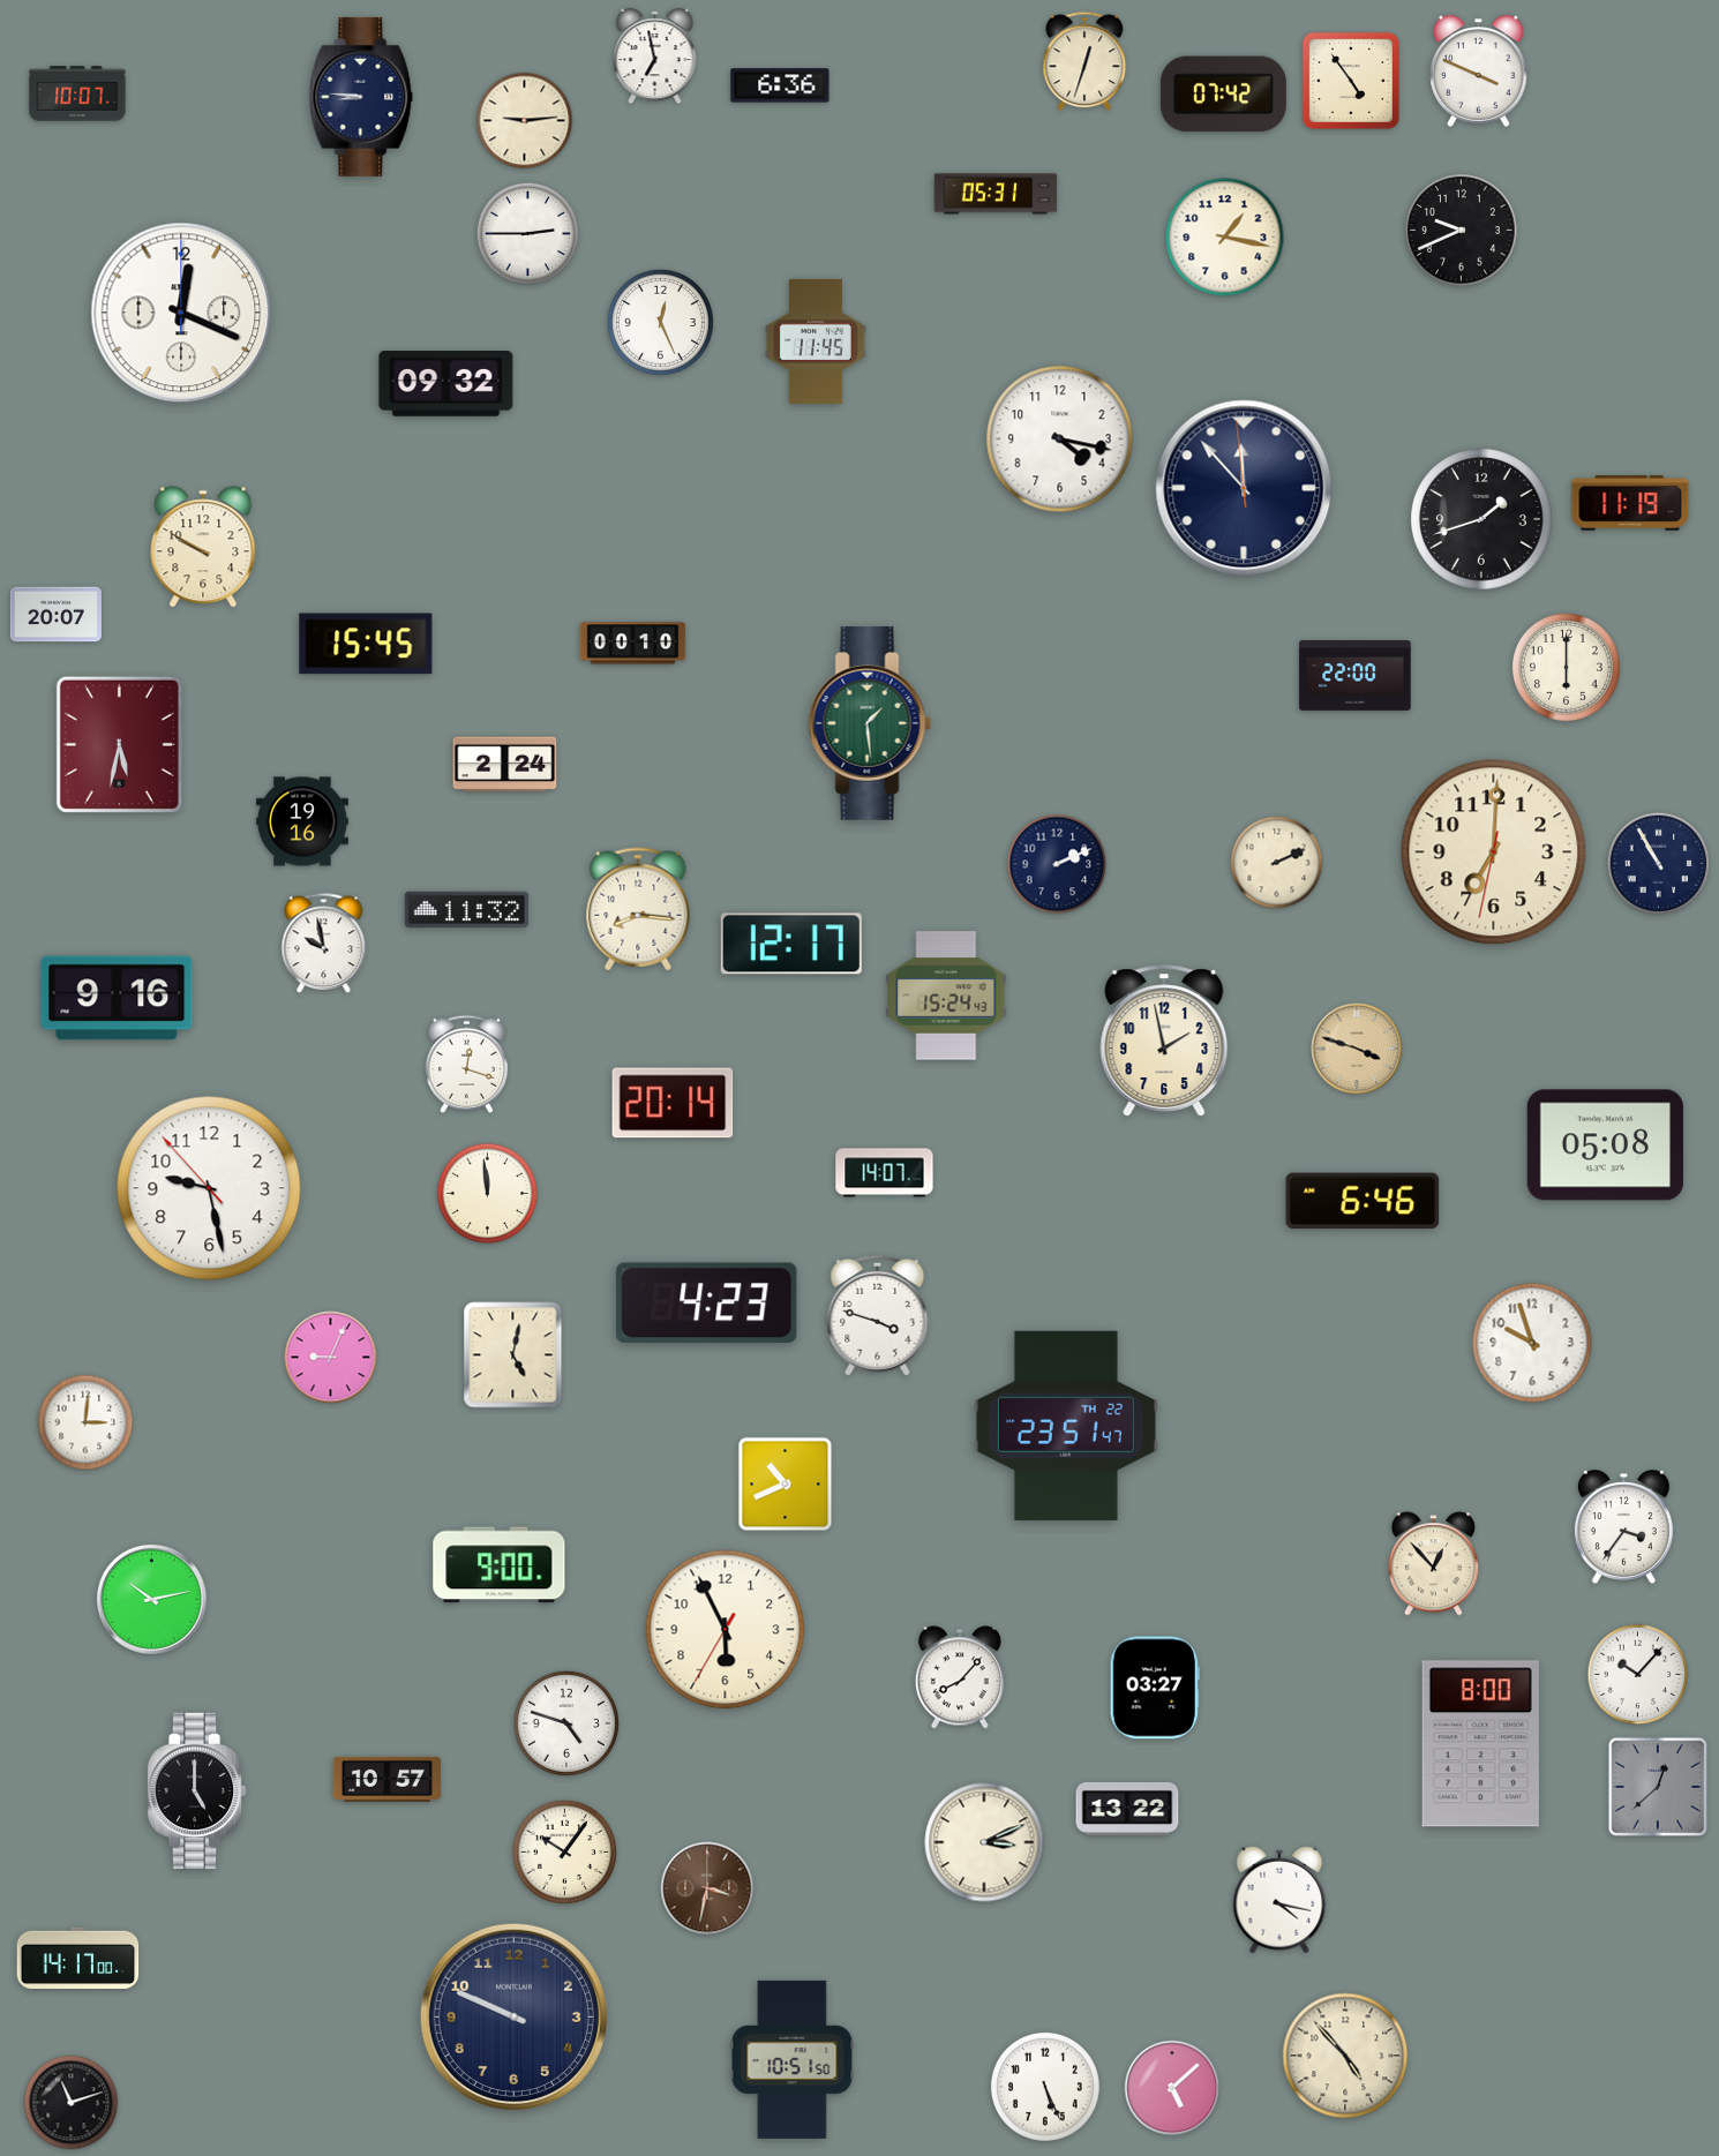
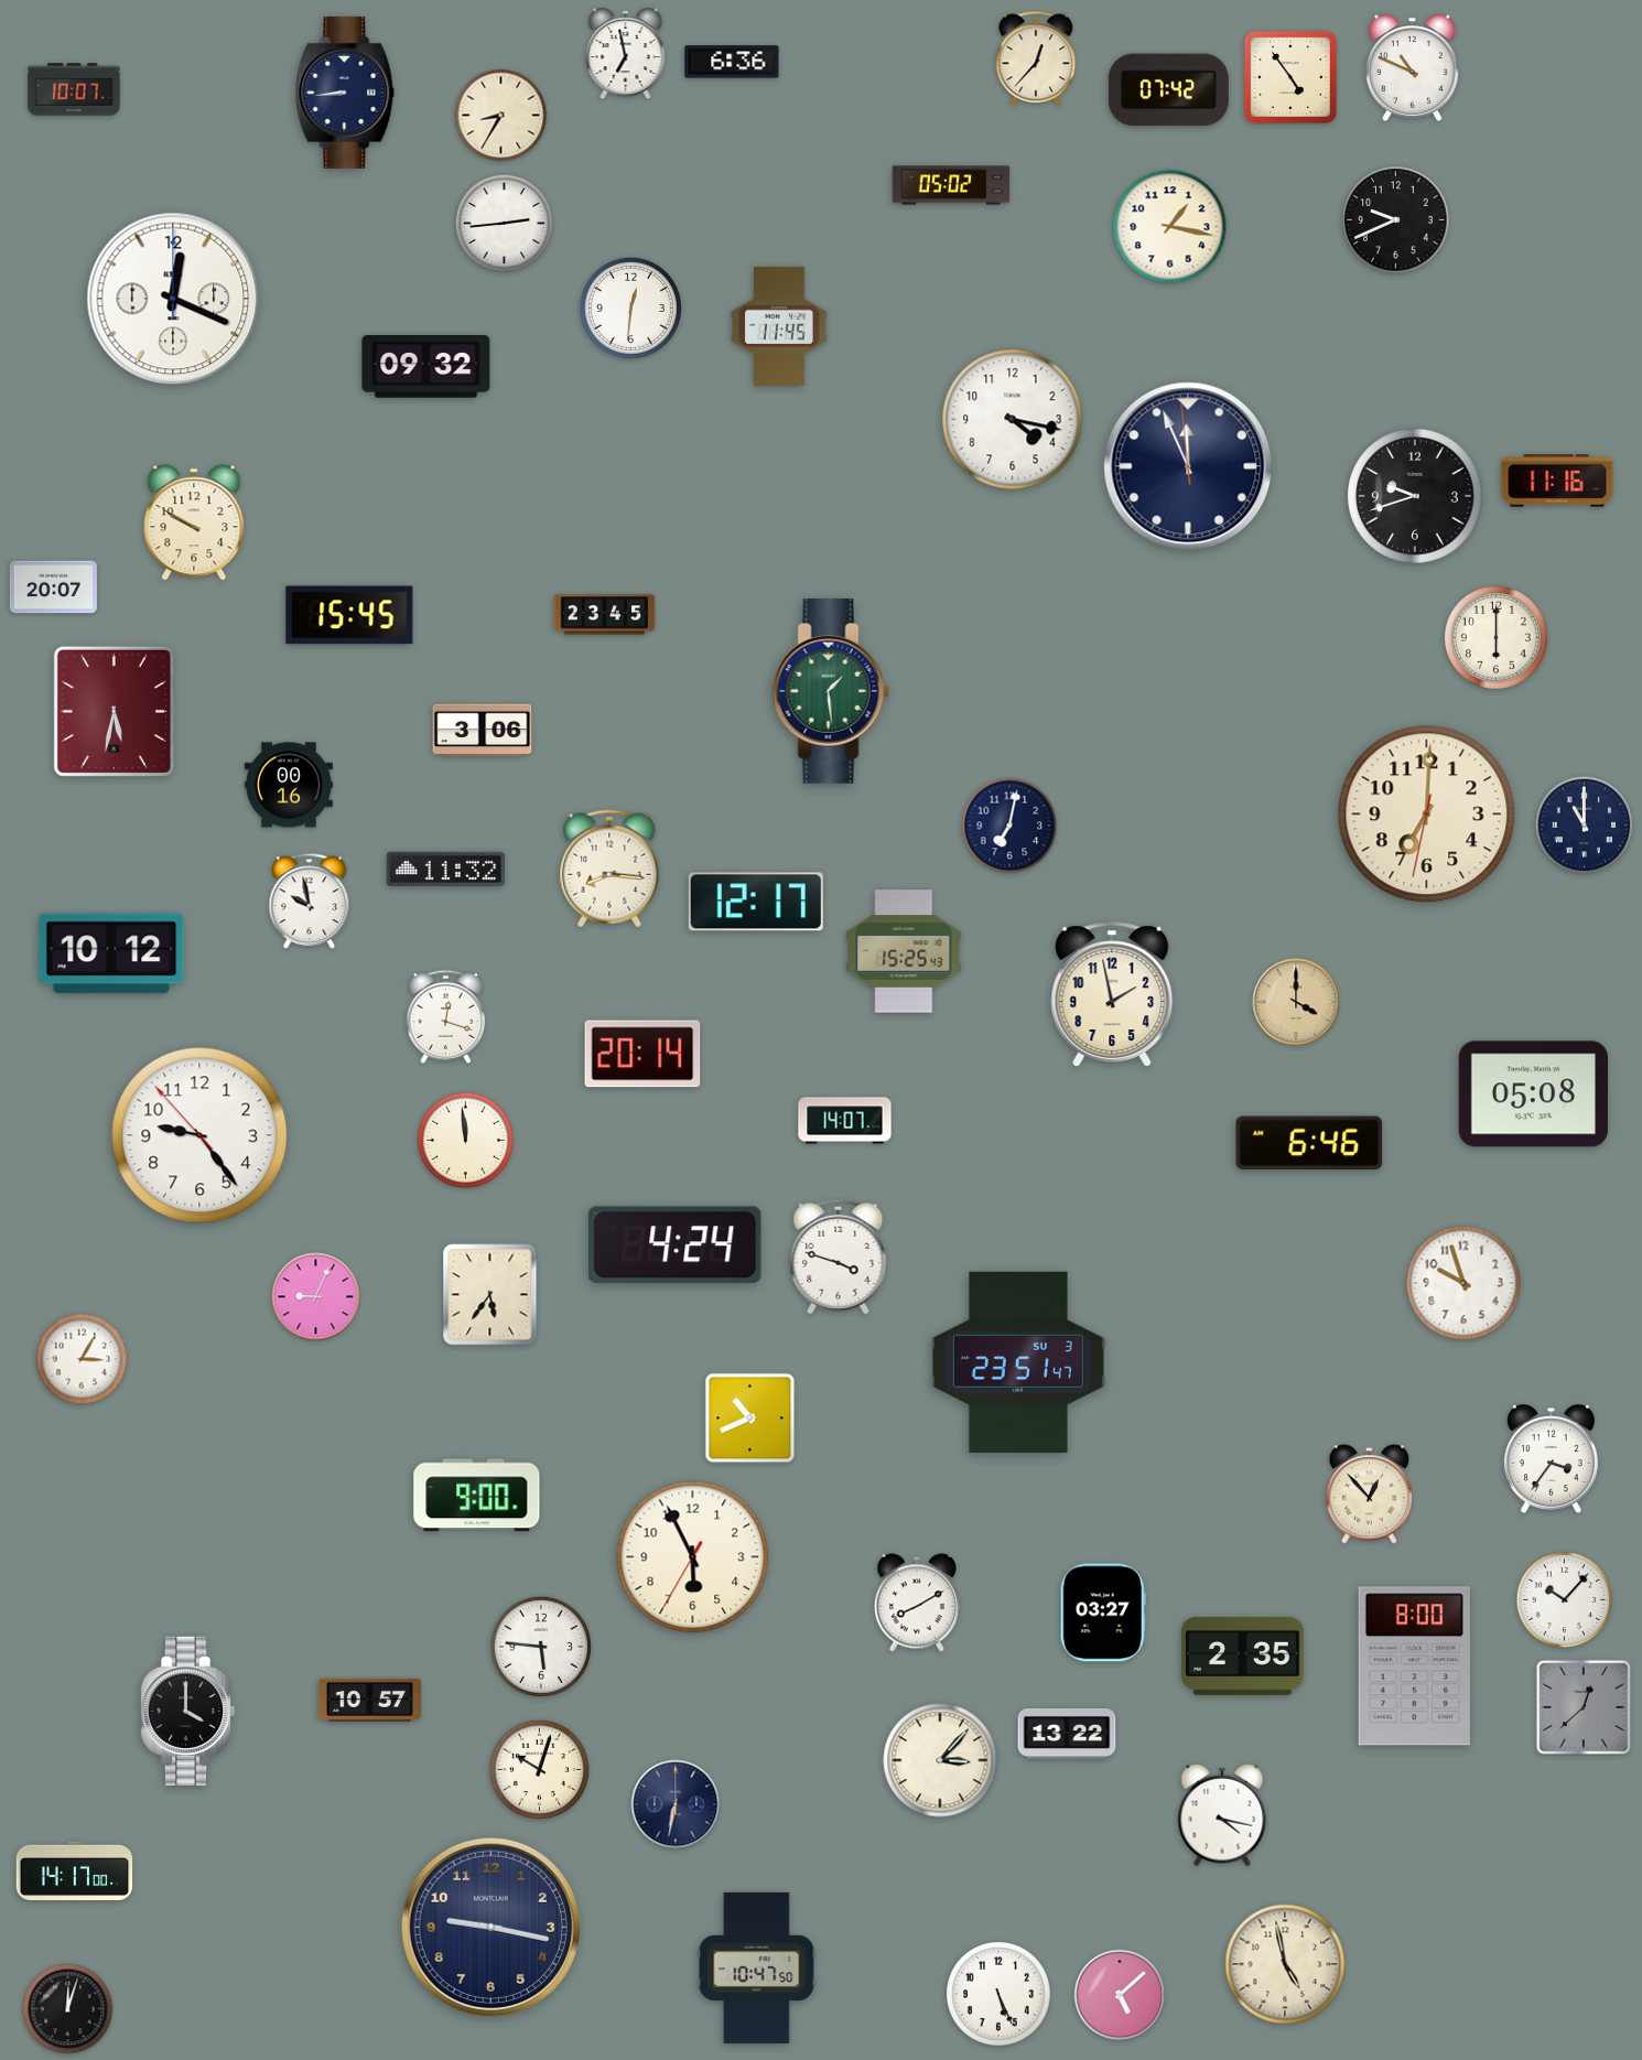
clock at (1084, 61): 12:33 -> 12:37
clock at (1479, 70): 3:49 -> 10:49
clock at (780, 85) position: (780, 85) -> (732, 62)
clock at (361, 97): 8:46 -> 8:44
clock at (525, 121): 9:14 -> 8:35
clock at (996, 194): 05:31 -> 05:02
clock at (528, 234): 2:45 -> 2:44
clock at (660, 322): 12:26 -> 12:31
clock at (1244, 488): 11:52 -> 11:55
clock at (1630, 503): 11:19 -> 11:16
clock at (1481, 519): 1:42 -> 9:42
clock at (633, 644): 00:10 -> 23:45
clock at (1356, 675): 22:00 -> none
clock at (505, 765): 2:24 -> 3:06
clock at (302, 821): 19:16 -> 00:16
clock at (1277, 863): 2:11 -> none
clock at (1057, 864): 2:11 -> 7:02
clock at (1659, 864): 10:55 -> 11:00
clock at (946, 996): 15:24 -> 15:25
clock at (117, 998): 9:16 -> 10:12
clock at (1357, 1049): 3:48 -> 4:00
clock at (209, 1188): 9:27 -> 9:23
clock at (1363, 1201) position: (1363, 1201) -> (1309, 1143)
clock at (707, 1304): 4:23 -> 4:24
clock at (513, 1355): 5:02 -> 5:36
clock at (85, 1422): 3:01 -> 3:05
clock at (1066, 1426) date: TH 22 -> SU 3
clock at (151, 1599): 10:13 -> none
clock at (960, 1677): 8:07 -> 8:10
clock at (566, 1723): 4:48 -> 5:46
clock at (1243, 1657): none -> 2:35
clock at (196, 1790): 5:00 -> 4:00
clock at (1127, 1809) position: (1127, 1809) -> (1067, 1734)
clock at (984, 1842): 3:11 -> 3:07
clock at (564, 1851): 10:06 -> 10:03
clock at (707, 1888): 3:32 -> 6:32
clock at (707, 1888) dial: brown -> navy
clock at (513, 2016): 9:49 -> 9:17
clock at (1345, 2056): 4:53 -> 4:58
clock at (793, 2059): 10:51 -> 10:47
clock at (72, 2103): 11:12 -> 12:03
